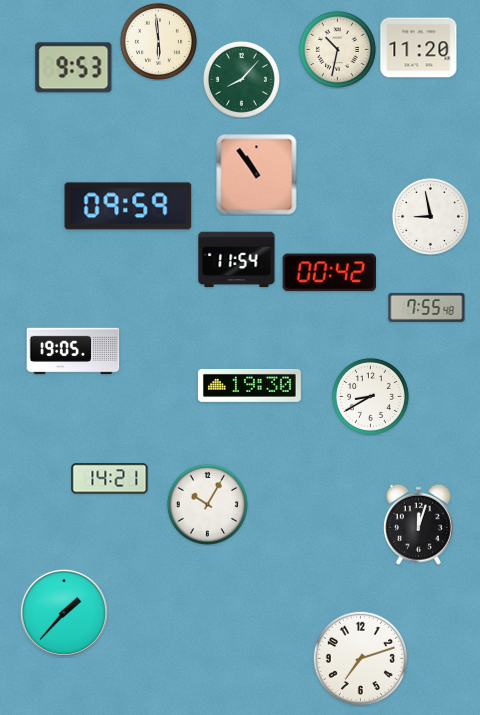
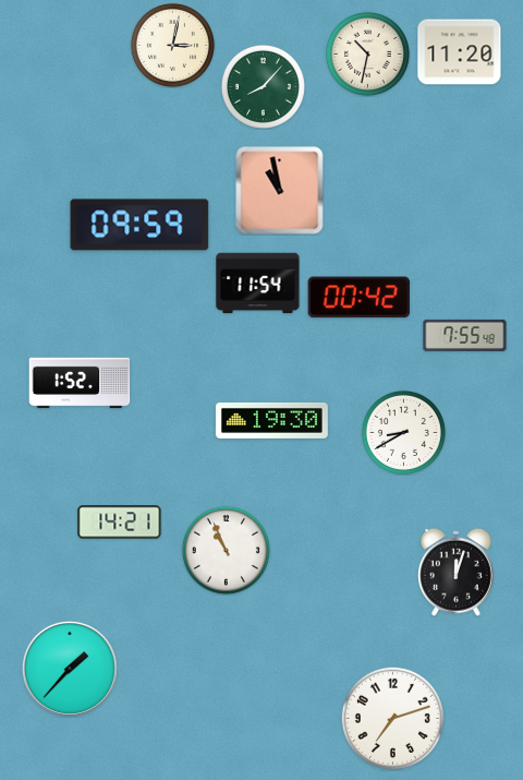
clock at (158, 41): 5:59 -> 3:02
clock at (419, 48) position: (419, 48) -> (460, 52)
clock at (74, 68): 9:53 -> none
clock at (257, 175): 10:54 -> 10:58
clock at (430, 216): 8:58 -> none
clock at (73, 351): 19:05 -> 1:52
clock at (207, 504): 10:05 -> 10:56
